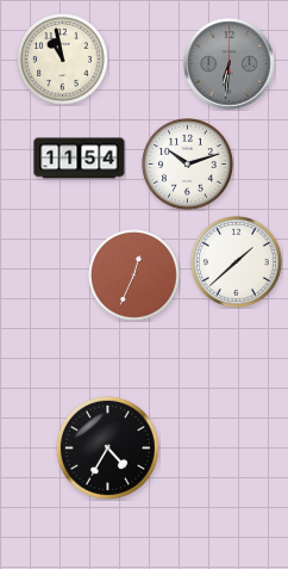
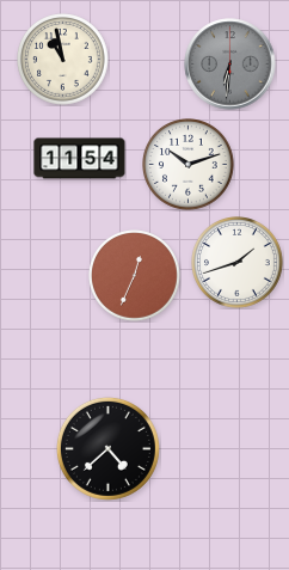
clock at (237, 262): 1:38 -> 1:42
clock at (107, 447): 4:35 -> 4:38
